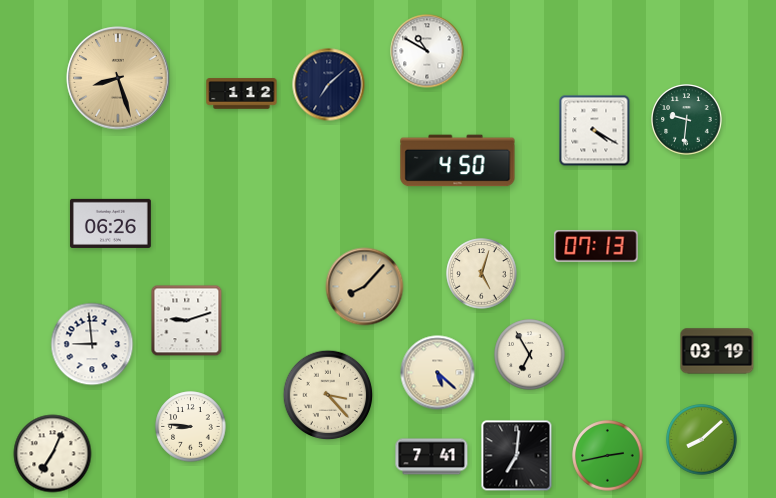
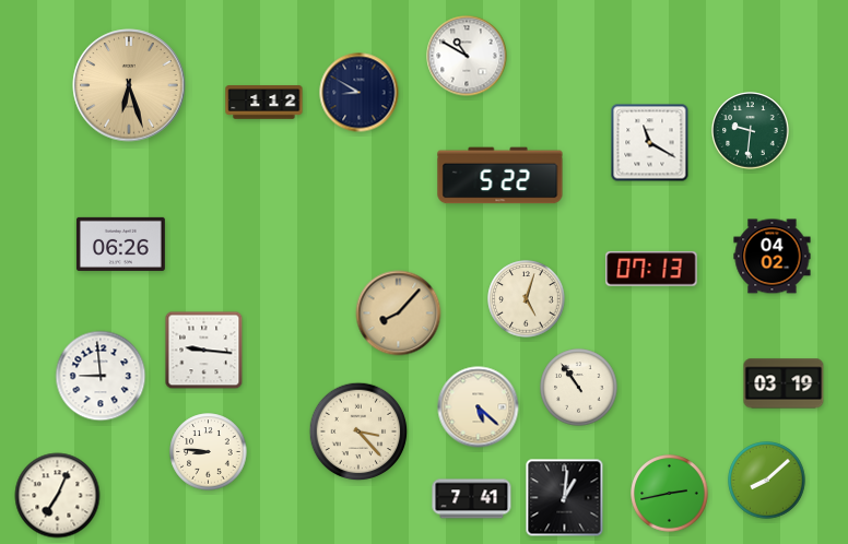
clock at (118, 78): 8:27 -> 6:27
clock at (329, 85): 7:08 -> 8:50
clock at (595, 131): 4:20 -> 11:20
clock at (458, 161): 4:50 -> 5:22
clock at (773, 257): none -> 04:02
clock at (187, 321): 9:12 -> 9:16
clock at (530, 355): 6:55 -> 10:54
clock at (191, 427) position: (191, 427) -> (209, 452)
clock at (517, 456): 7:01 -> 1:01
clock at (608, 456) position: (608, 456) -> (670, 494)
